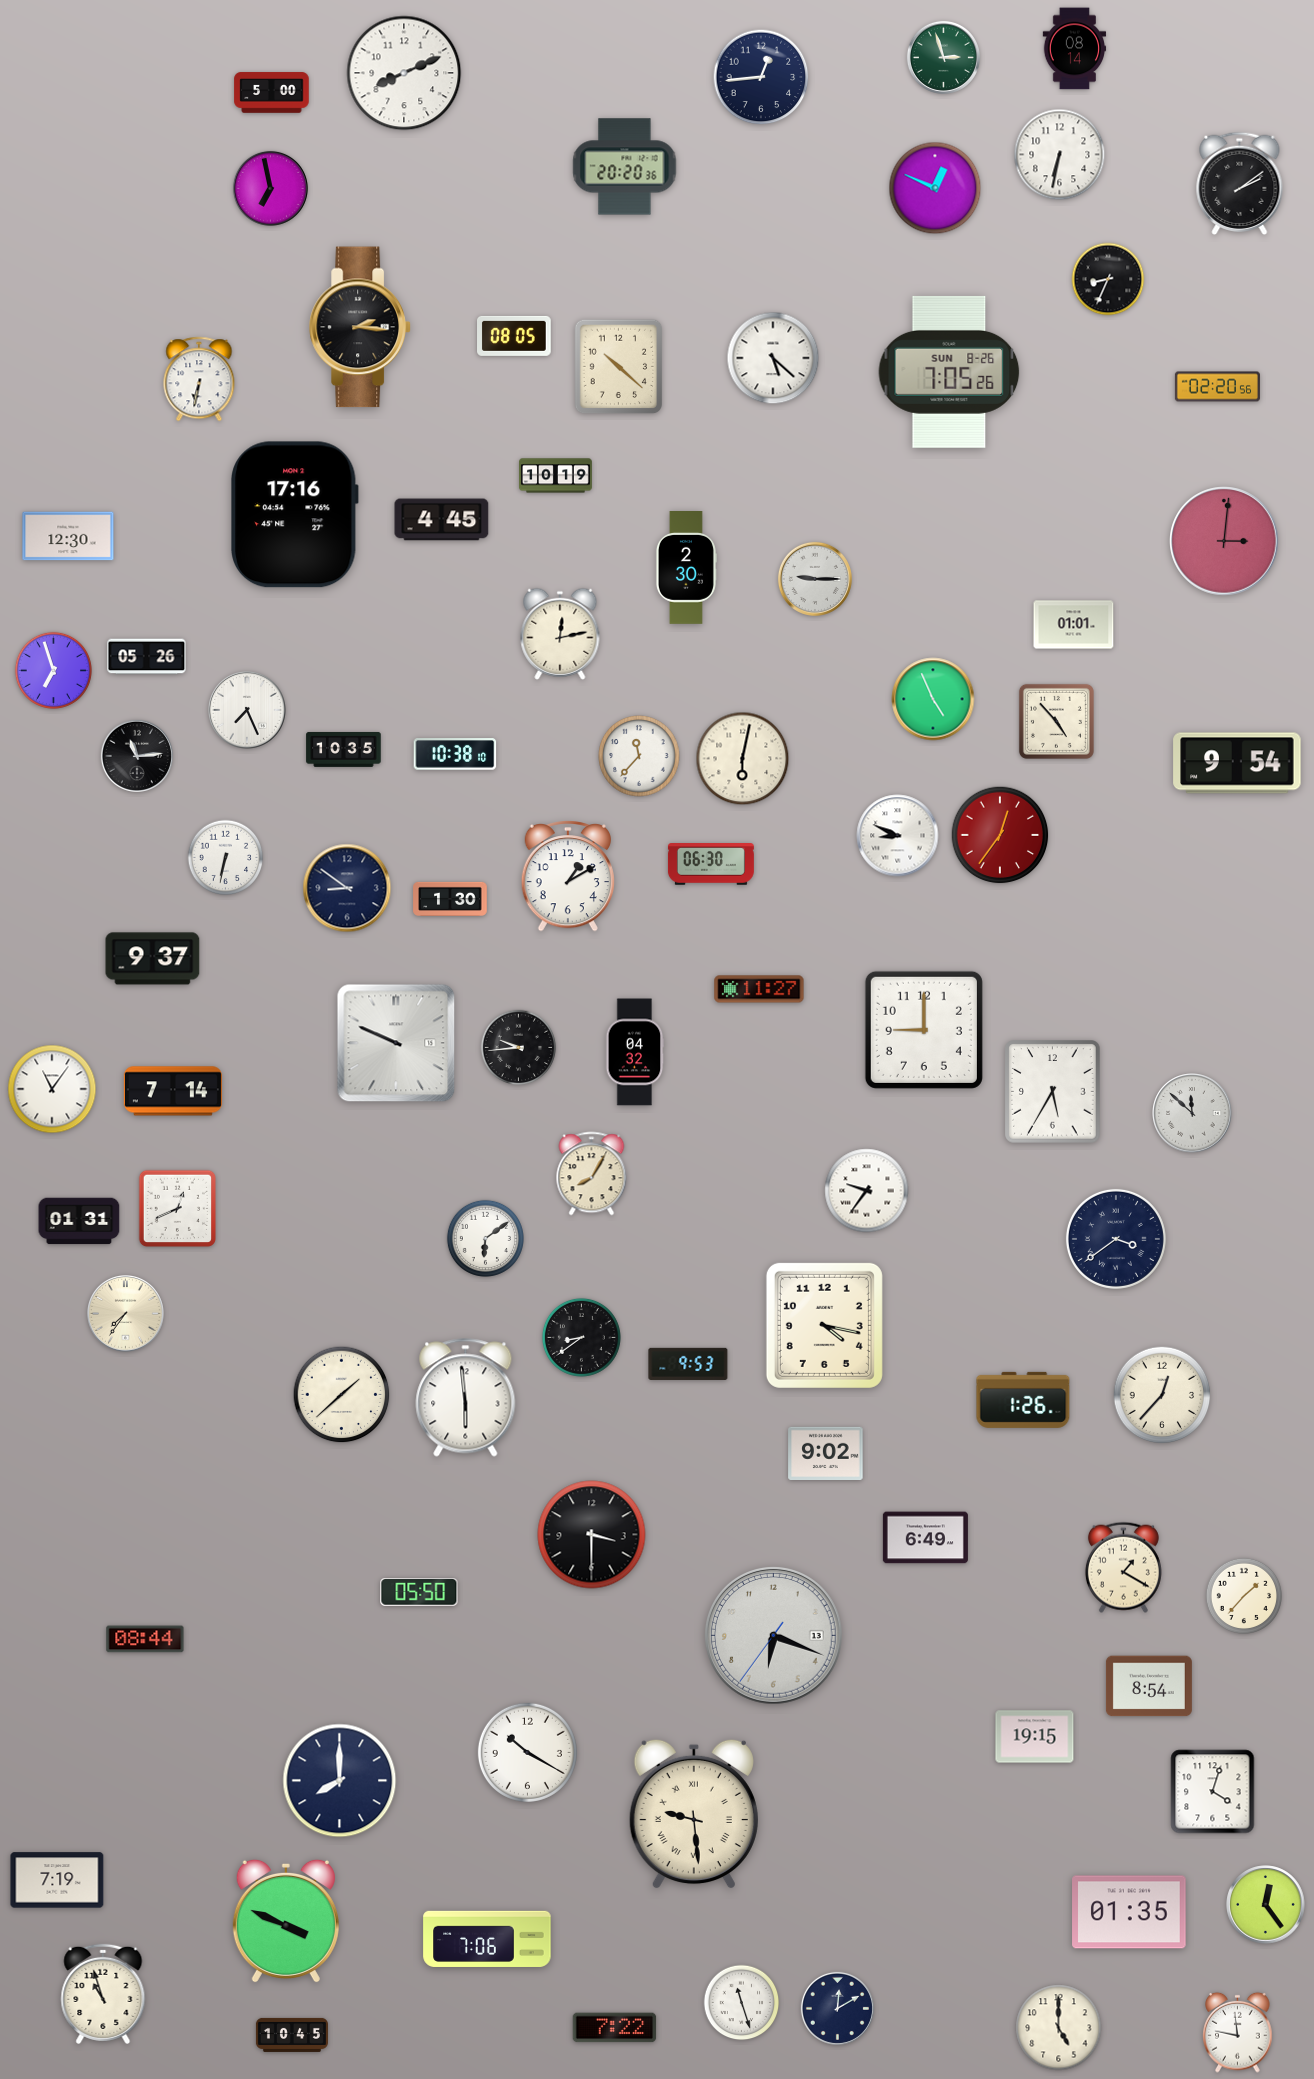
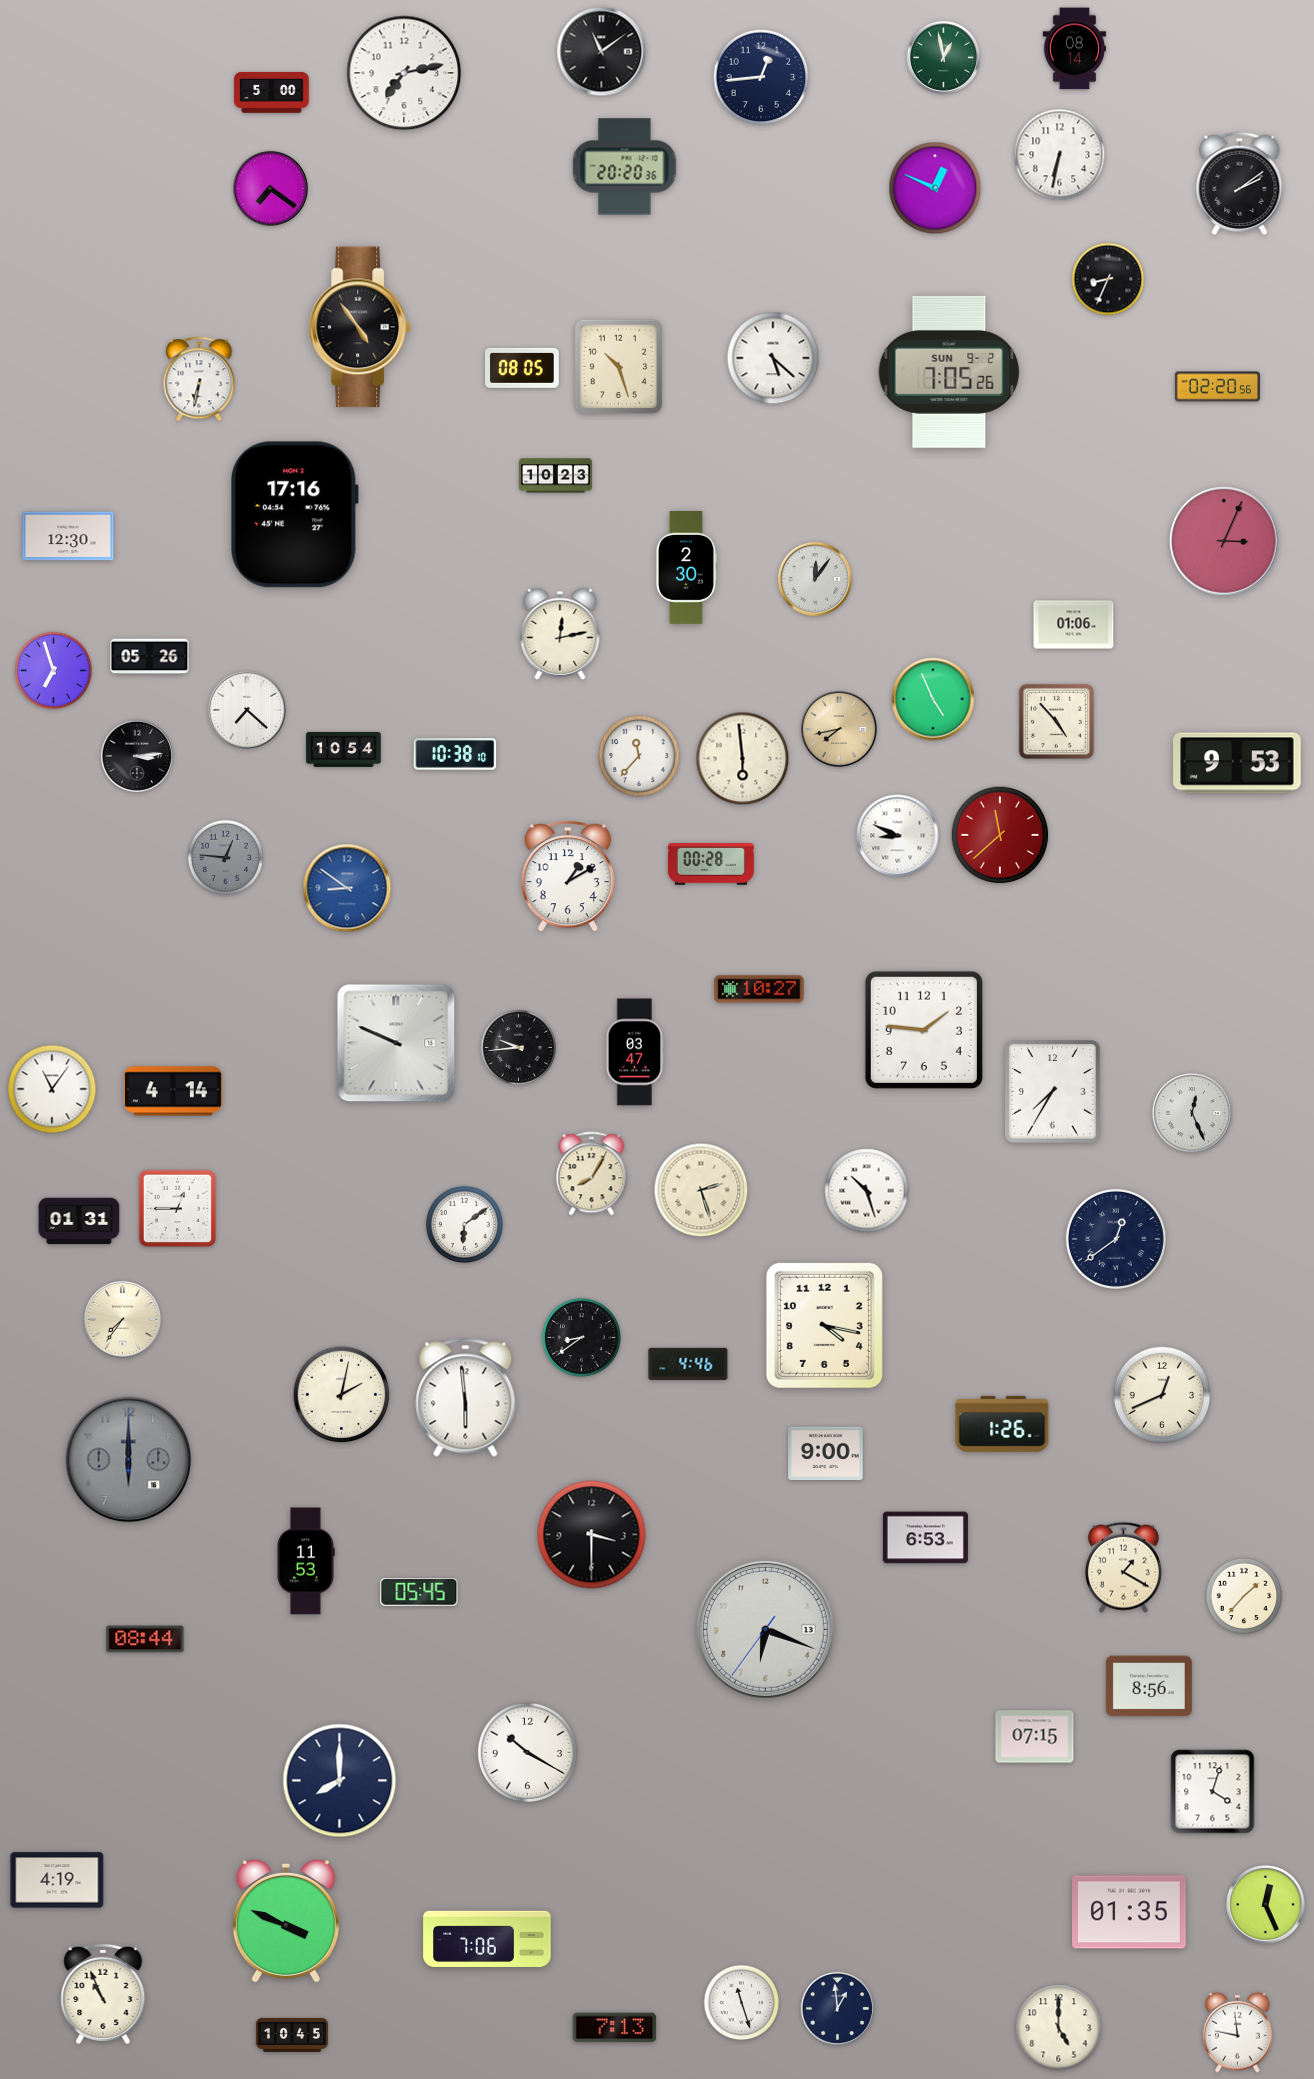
clock at (602, 52): none -> 11:09
clock at (943, 57): 2:57 -> 12:58
clock at (404, 73): 8:11 -> 7:13
clock at (270, 188): 6:58 -> 7:21
clock at (360, 327): 2:16 -> 4:54
clock at (515, 336) position: (515, 336) -> (523, 368)
clock at (619, 367): 10:22 -> 10:27
clock at (949, 372) date: SUN 8-26 -> SUN 9-2
clock at (556, 476): 10:19 -> 10:23
clock at (442, 520): 4:45 -> none
clock at (1224, 541): 3:01 -> 3:04
clock at (815, 579): 9:15 -> 12:06
clock at (1074, 625): 01:01 -> 01:06
clock at (147, 657) position: (147, 657) -> (150, 657)
clock at (247, 710): 7:26 -> 7:22
clock at (839, 729): none -> 7:43
clock at (344, 749): 10:35 -> 10:54
clock at (137, 756): 11:14 -> 3:14
clock at (743, 759): 6:02 -> 5:59
clock at (1237, 763): 9:54 -> 9:53
clock at (1000, 835): 12:36 -> 11:38
clock at (226, 858): 6:32 -> 12:46
clock at (226, 858) dial: white -> grey
clock at (711, 864): 06:30 -> 00:28
clock at (347, 888) dial: navy -> blue
clock at (450, 899): 1:30 -> none
clock at (153, 959): 9:37 -> none
clock at (759, 989): 11:27 -> 10:27
clock at (924, 1030): 9:00 -> 1:46
clock at (635, 1052): 04:32 -> 03:47
clock at (173, 1091): 7:14 -> 4:14
clock at (1053, 1092): 5:35 -> 7:35
clock at (1192, 1113): 11:52 -> 12:26
clock at (701, 1190): none -> 2:27
clock at (867, 1191): 9:36 -> 10:27
clock at (177, 1208): 12:41 -> 12:45
clock at (485, 1238) position: (485, 1238) -> (464, 1224)
clock at (1116, 1239): 3:39 -> 12:39
clock at (126, 1314) position: (126, 1314) -> (123, 1320)
clock at (688, 1364): 9:53 -> 4:46
clock at (342, 1395): 1:38 -> 2:02
clock at (1162, 1395): 12:37 -> 12:41
clock at (1023, 1400) position: (1023, 1400) -> (1002, 1424)
clock at (826, 1453): 9:02 -> 9:00
clock at (129, 1460): none -> 6:00
clock at (925, 1538): 6:49 -> 6:53
clock at (306, 1561): none -> 11:53
clock at (419, 1593): 05:50 -> 05:45
clock at (774, 1636) position: (774, 1636) -> (766, 1630)
clock at (1149, 1686): 8:54 -> 8:56
clock at (1035, 1737): 19:15 -> 07:15
clock at (694, 1814): 9:29 -> none
clock at (57, 1880): 7:19 -> 4:19
clock at (1266, 1905): 12:24 -> 12:26
clock at (103, 1994): 10:57 -> 10:56
clock at (837, 2008): 12:10 -> 12:59
clock at (615, 2028): 7:22 -> 7:13
